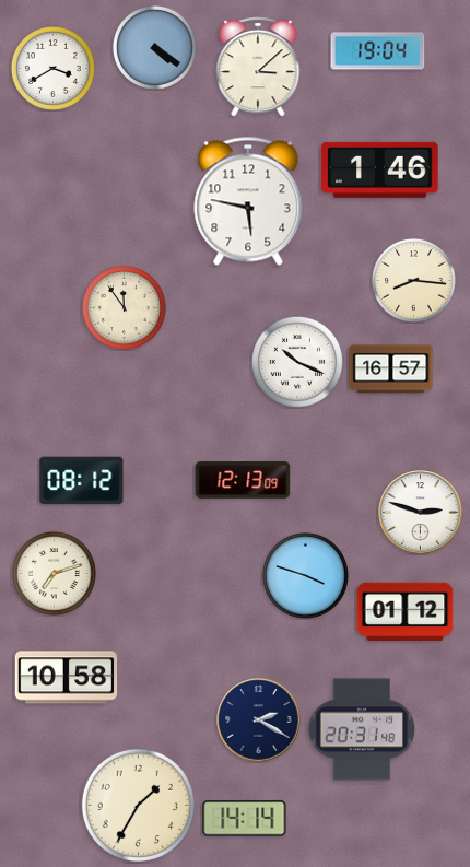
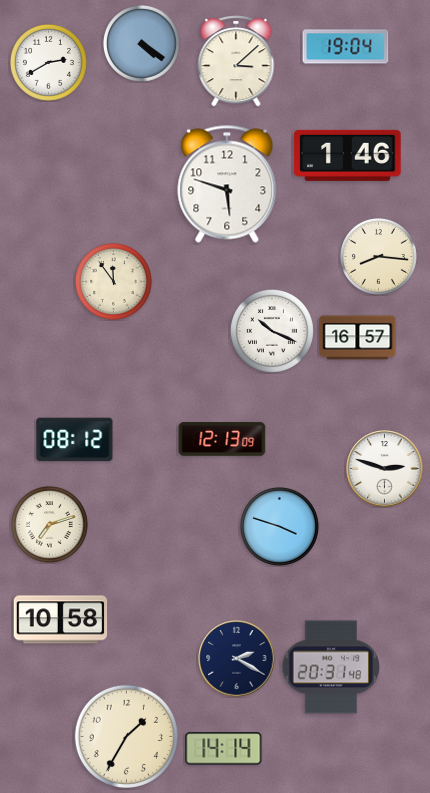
clock at (52, 68): 3:40 -> 2:40
clock at (248, 201): 5:47 -> 5:48
clock at (406, 611): 01:12 -> none
